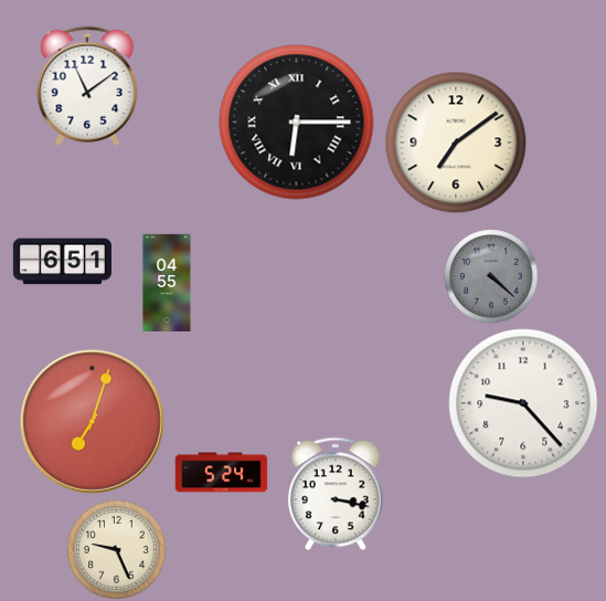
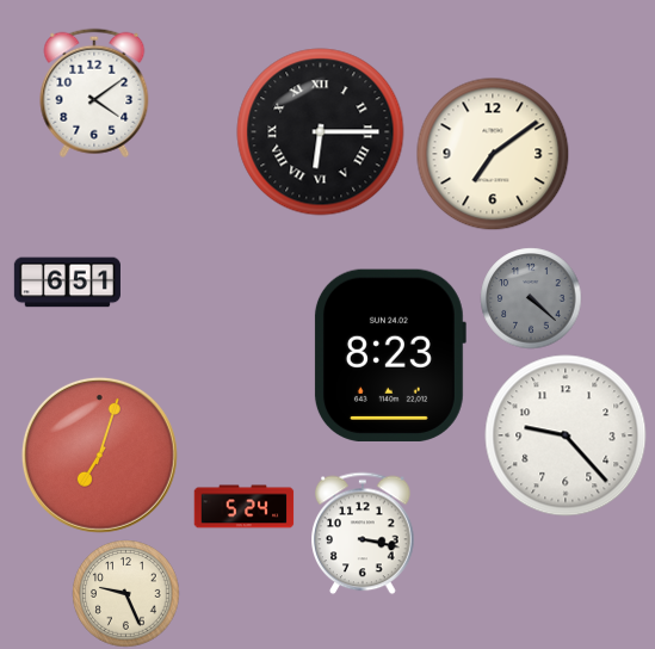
clock at (87, 86): 11:09 -> 4:09
clock at (167, 282): 04:55 -> none
clock at (389, 356): none -> 8:23
clock at (221, 473) position: (221, 473) -> (243, 507)
